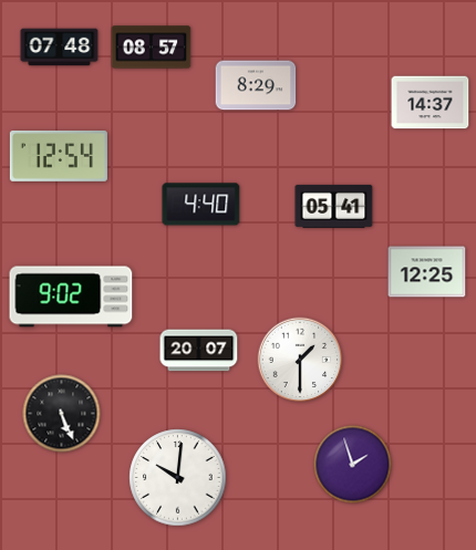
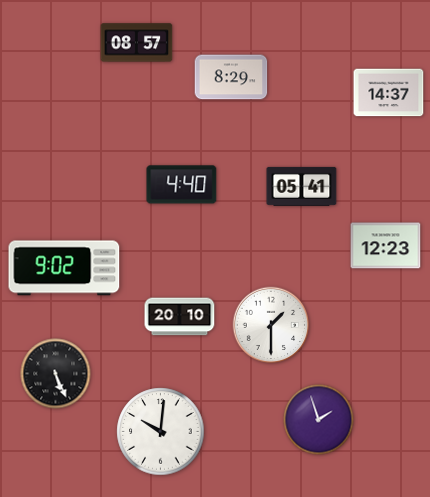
clock at (60, 48): 07:48 -> none
clock at (59, 156): 12:54 -> none
clock at (427, 272): 12:25 -> 12:23
clock at (199, 351): 20:07 -> 20:10
